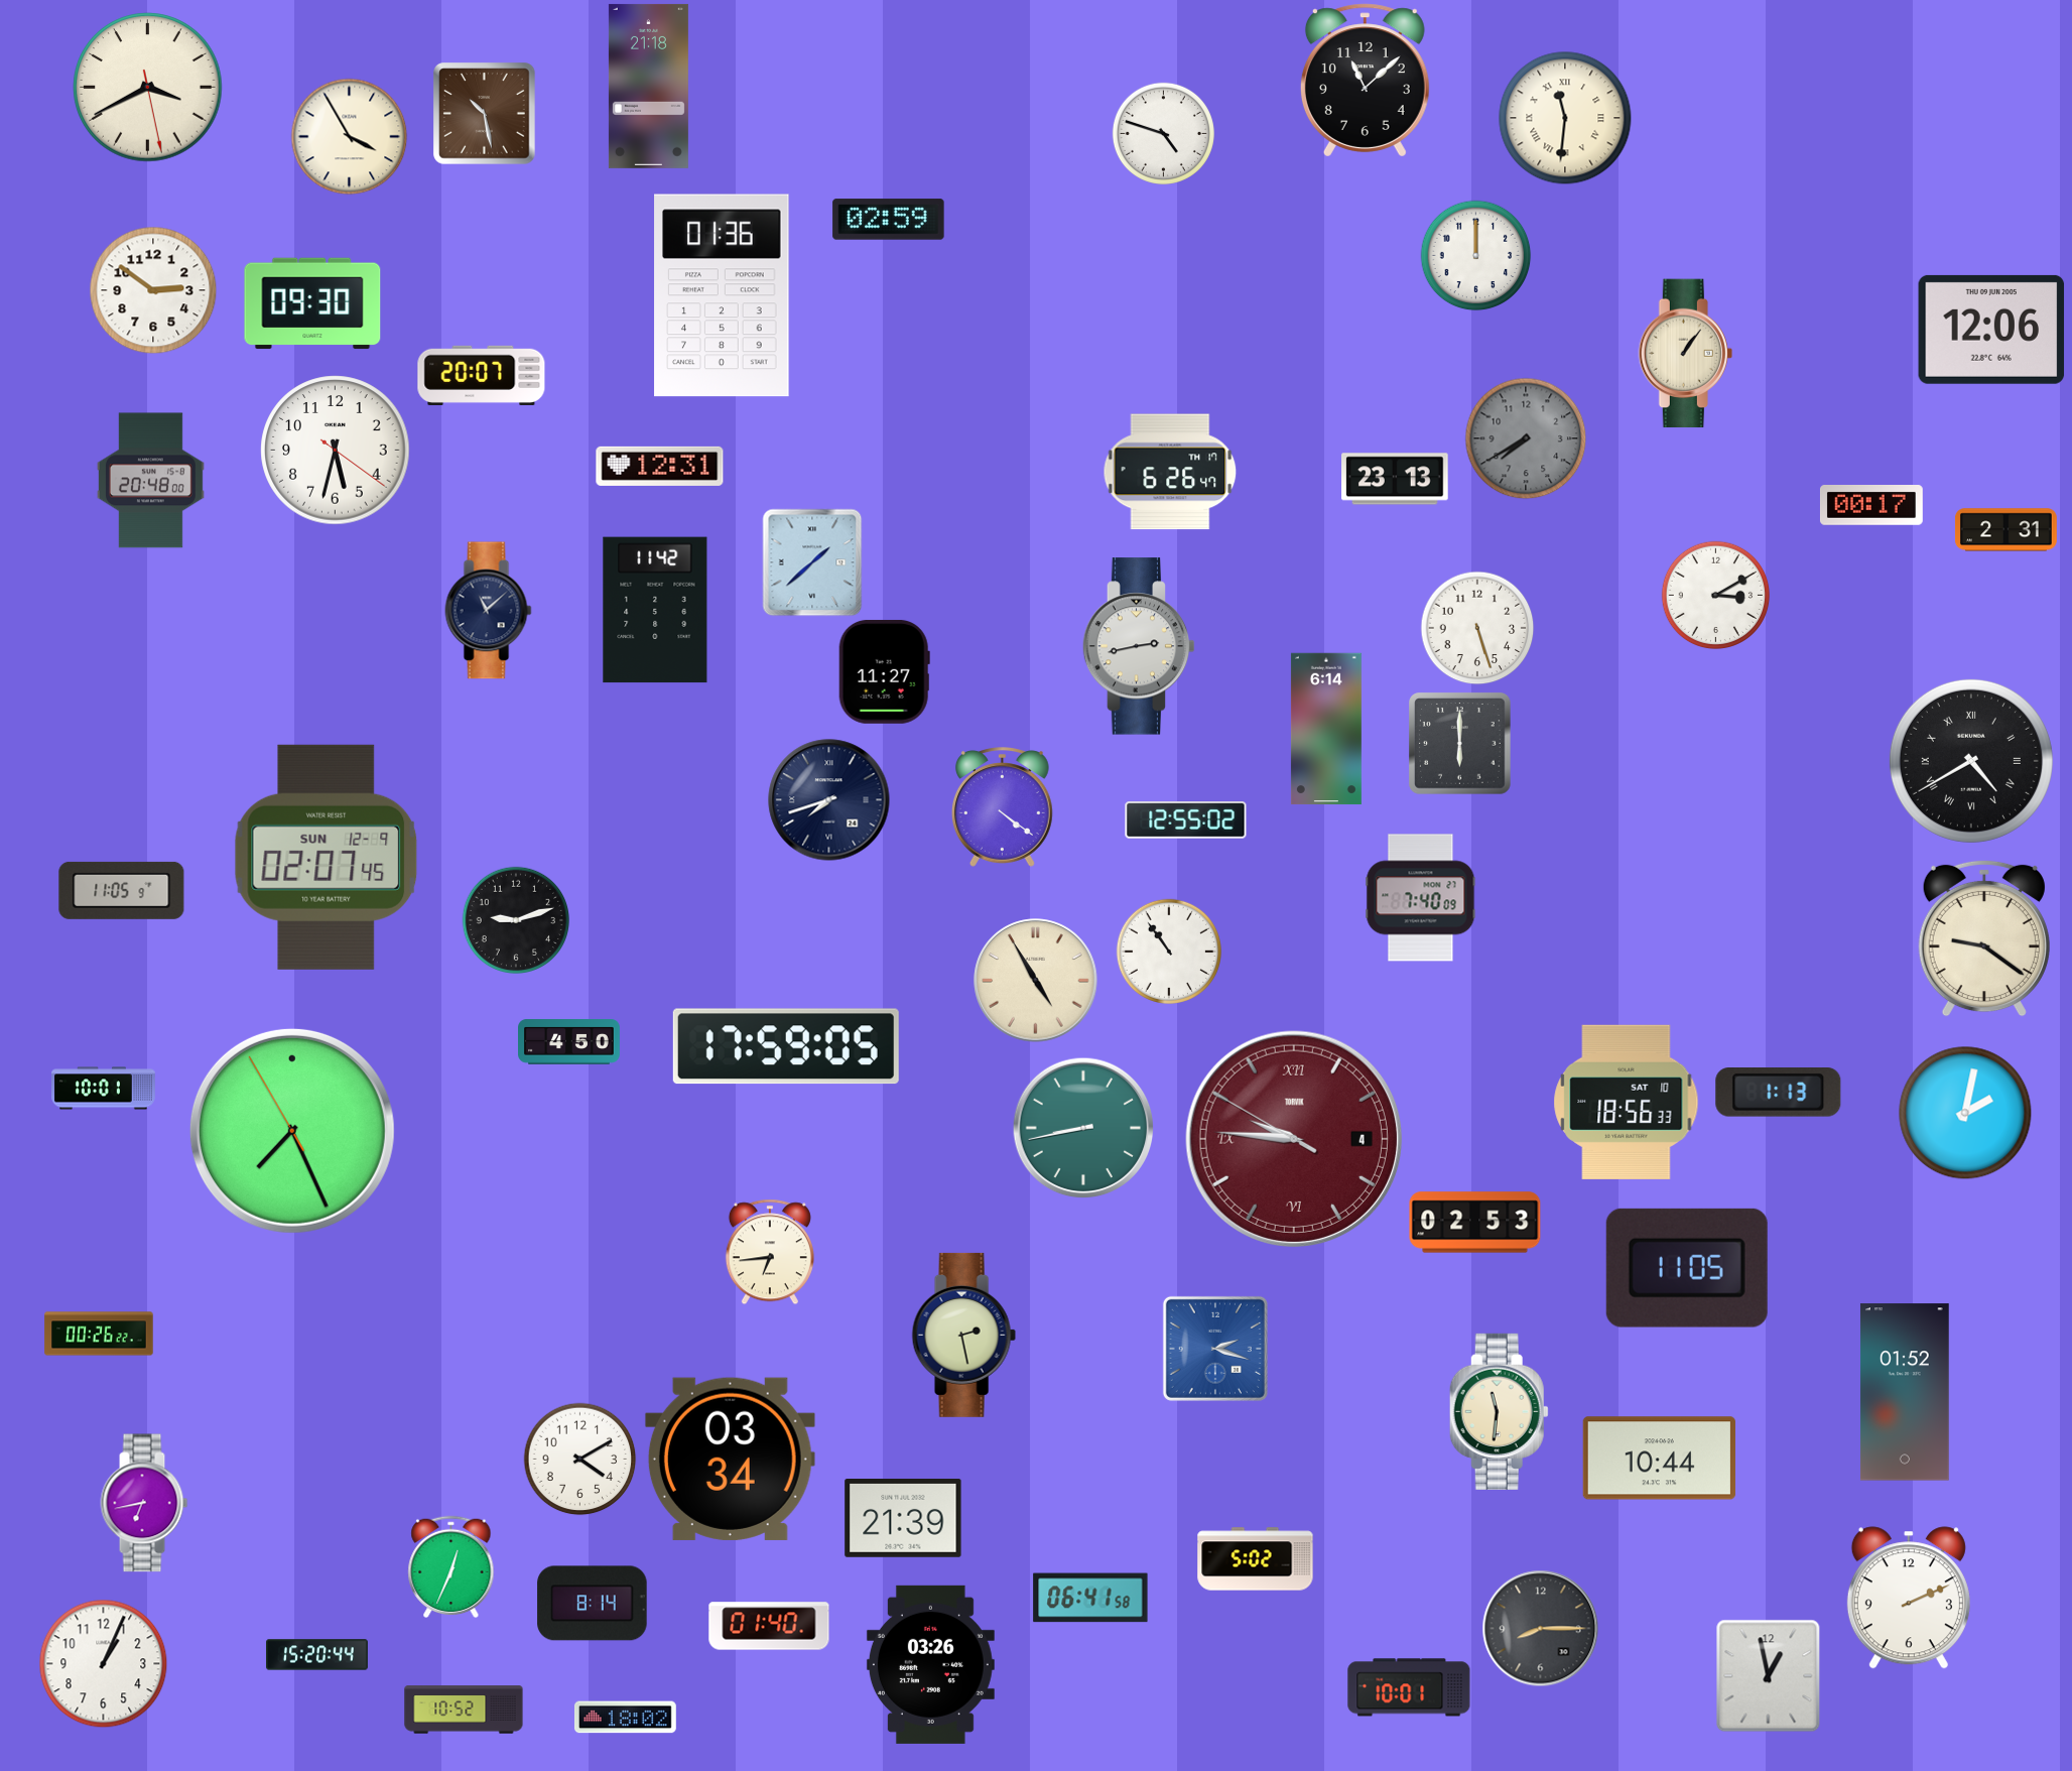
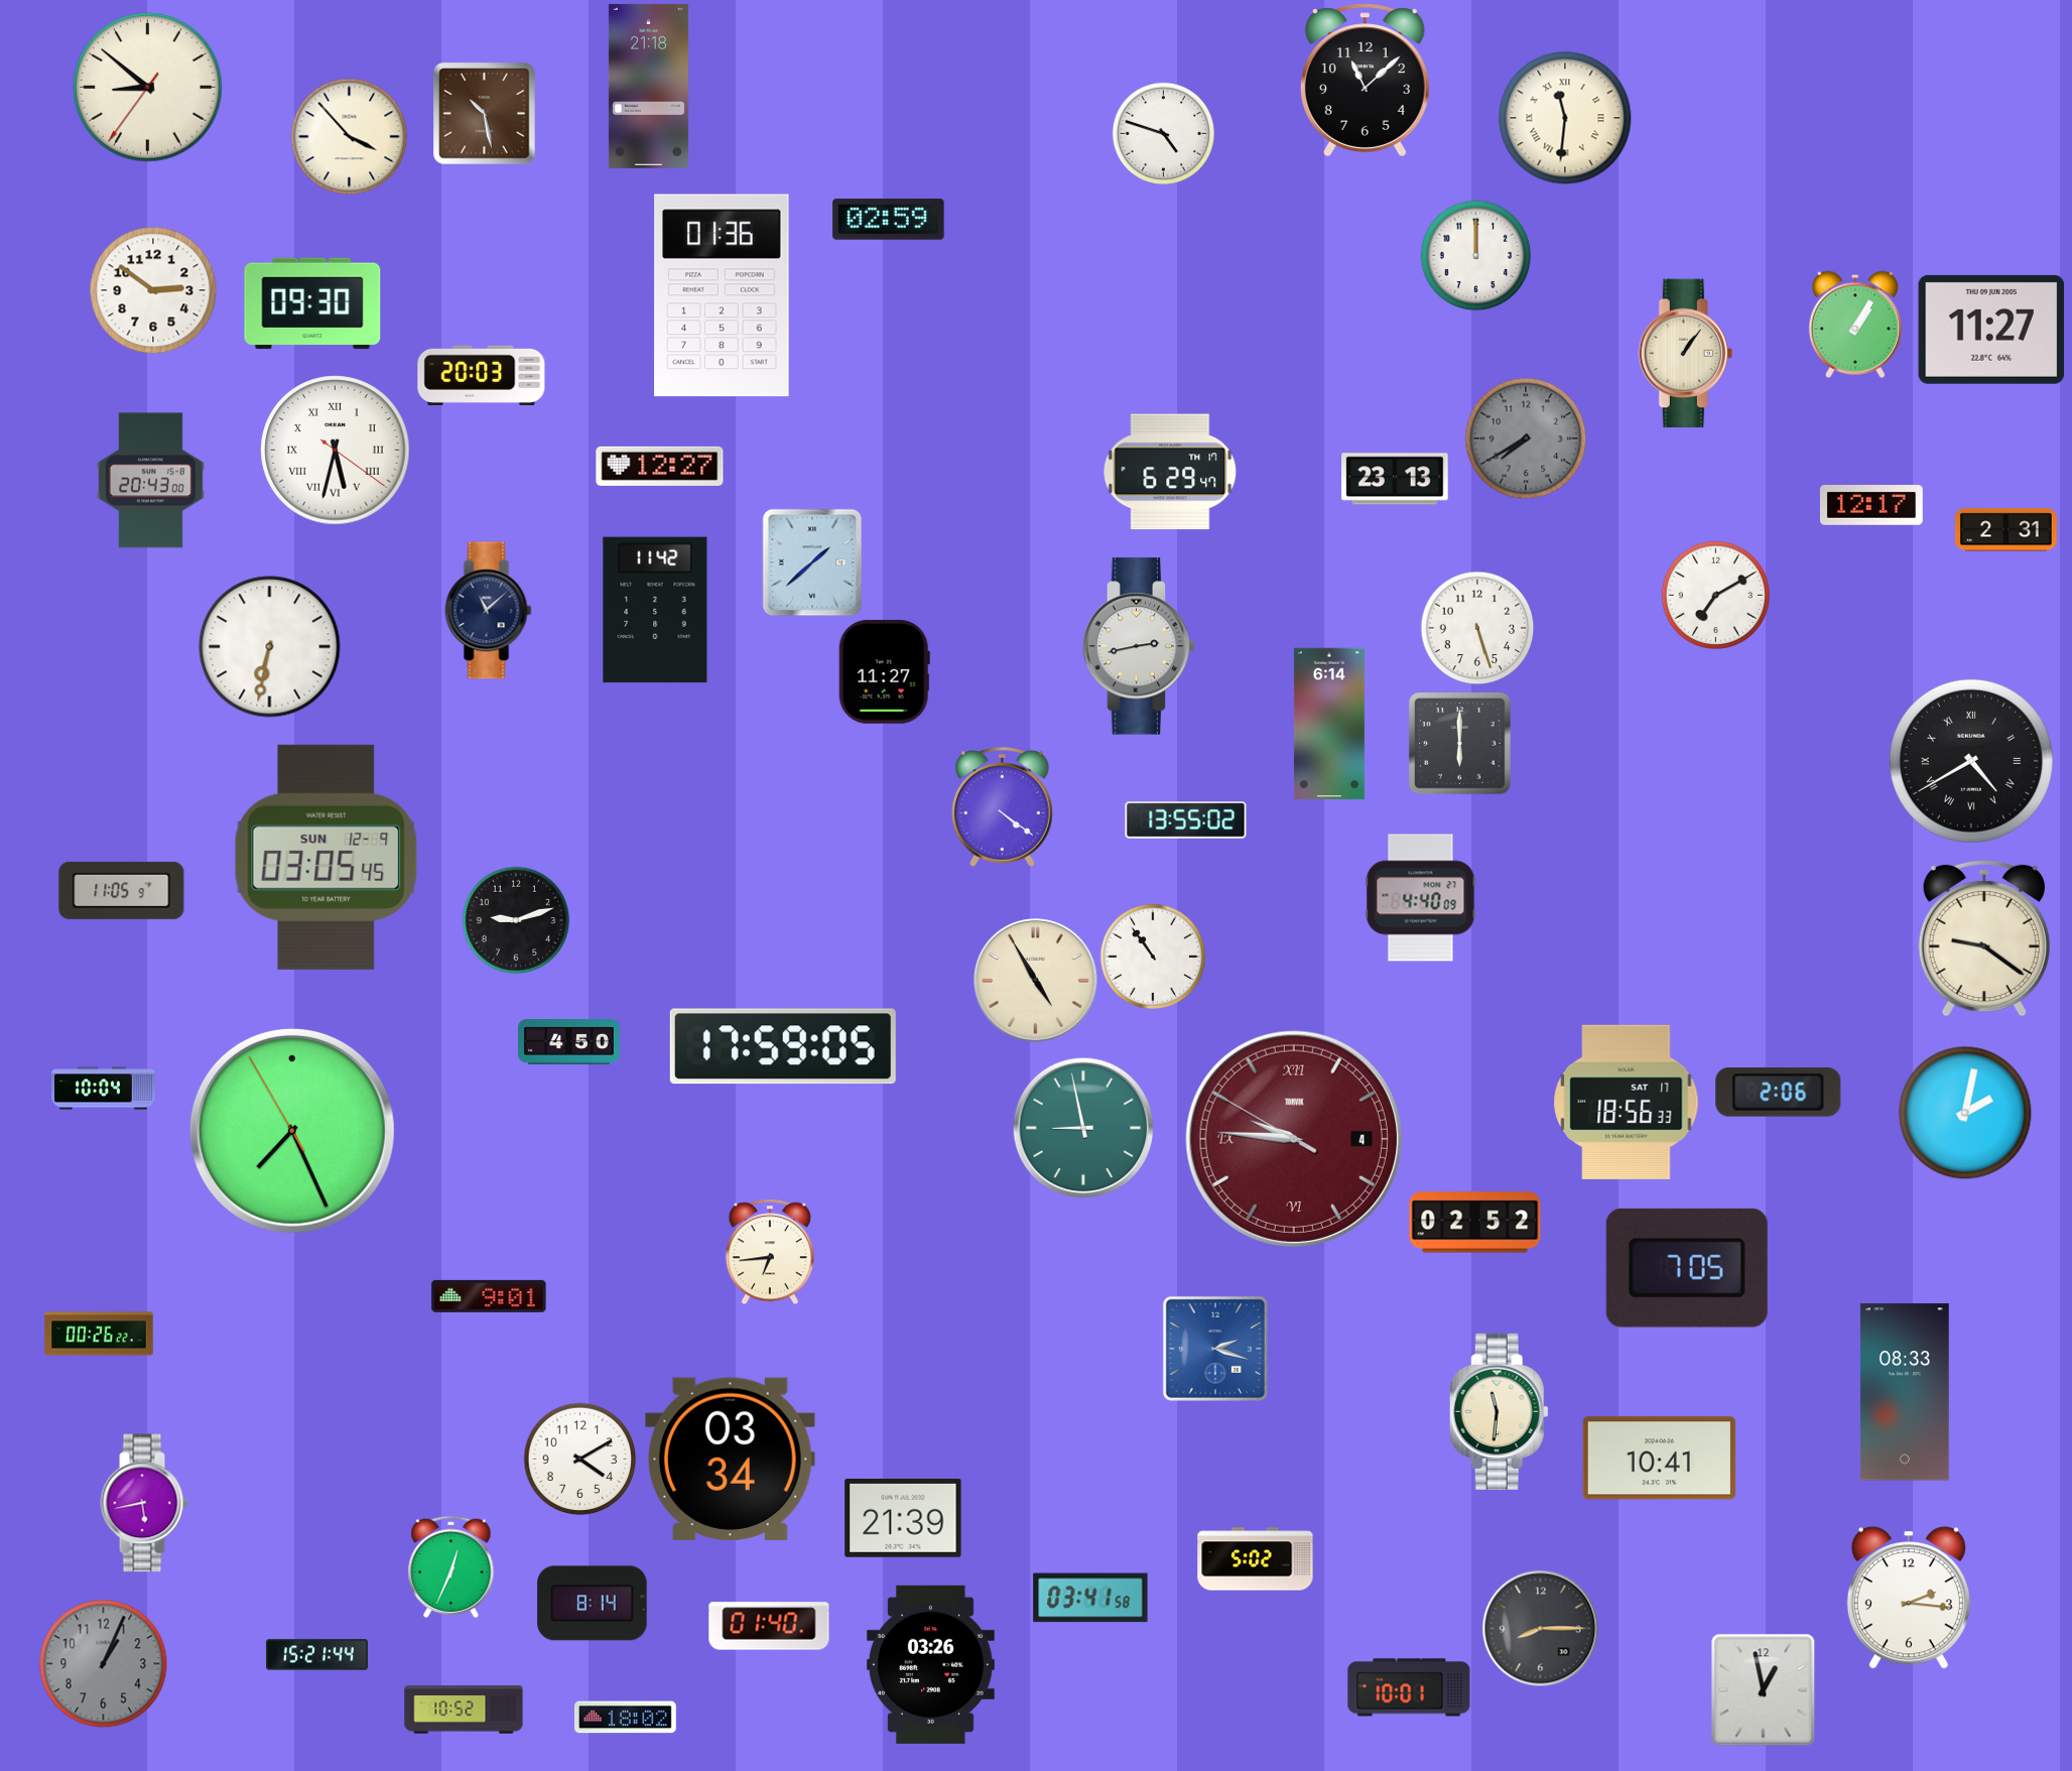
clock at (148, 88): 3:40 -> 8:51
clock at (349, 136): 3:55 -> 3:53
clock at (1854, 325): none -> 1:05
clock at (1991, 330): 12:06 -> 11:27
clock at (482, 375): 20:07 -> 20:03
clock at (336, 451) numerals: Arabic -> Roman
clock at (660, 466): 12:31 -> 12:27
clock at (1170, 472): 6:26 -> 6:29
clock at (150, 481): 20:48 -> 20:43
clock at (1871, 506): 00:17 -> 12:17
clock at (1715, 595): 3:10 -> 7:10
clock at (270, 647): none -> 6:32
clock at (1326, 729) position: (1326, 729) -> (1329, 724)
clock at (829, 800): 7:42 -> none
clock at (1186, 820): 12:55 -> 13:55
clock at (327, 857): 02:07 -> 03:05
clock at (1421, 898): 7:40 -> 4:40
clock at (1168, 951) position: (1168, 951) -> (1152, 956)
clock at (786, 1046) position: (786, 1046) -> (783, 1046)
clock at (104, 1089): 10:01 -> 10:04
clock at (1779, 1093): 1:13 -> 2:06
clock at (1627, 1102) date: SAT 10 -> SAT 17
clock at (1083, 1128): 8:43 -> 8:58
clock at (1475, 1223): 02:53 -> 02:52
clock at (1687, 1268): 11:05 -> 7:05
clock at (489, 1296): none -> 9:01
clock at (963, 1335): 2:28 -> none
clock at (1905, 1392): 01:52 -> 08:33
clock at (1659, 1459): 10:44 -> 10:41
clock at (144, 1503): 6:43 -> 5:43
clock at (1090, 1598): 06:41 -> 03:41
clock at (1909, 1598): 2:11 -> 2:16
clock at (317, 1655): 15:20 -> 15:21
clock at (103, 1663) dial: white -> grey
clock at (1769, 1675) position: (1769, 1675) -> (1764, 1689)
